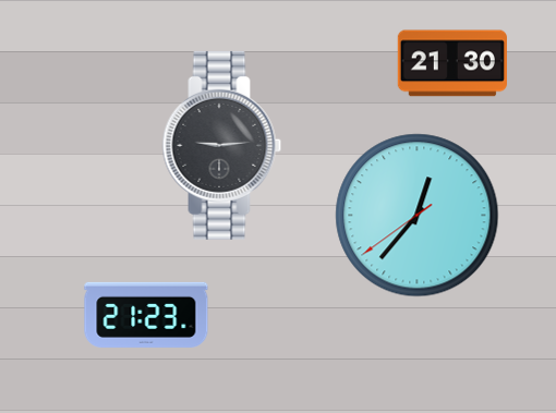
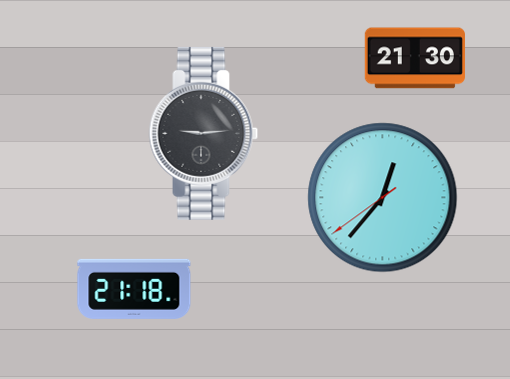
clock at (146, 315): 21:23 -> 21:18
